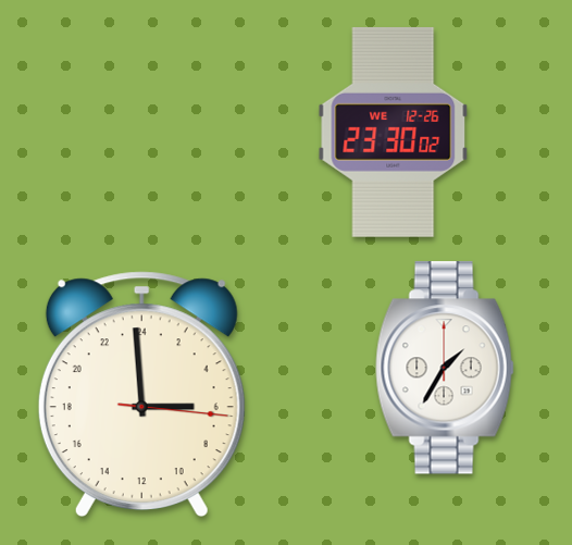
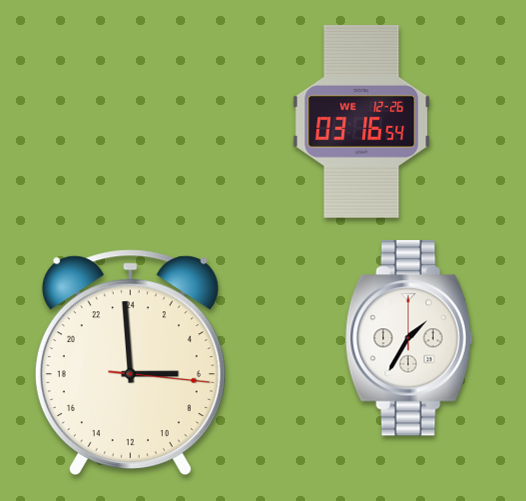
clock at (394, 132): 23:30 -> 03:16
